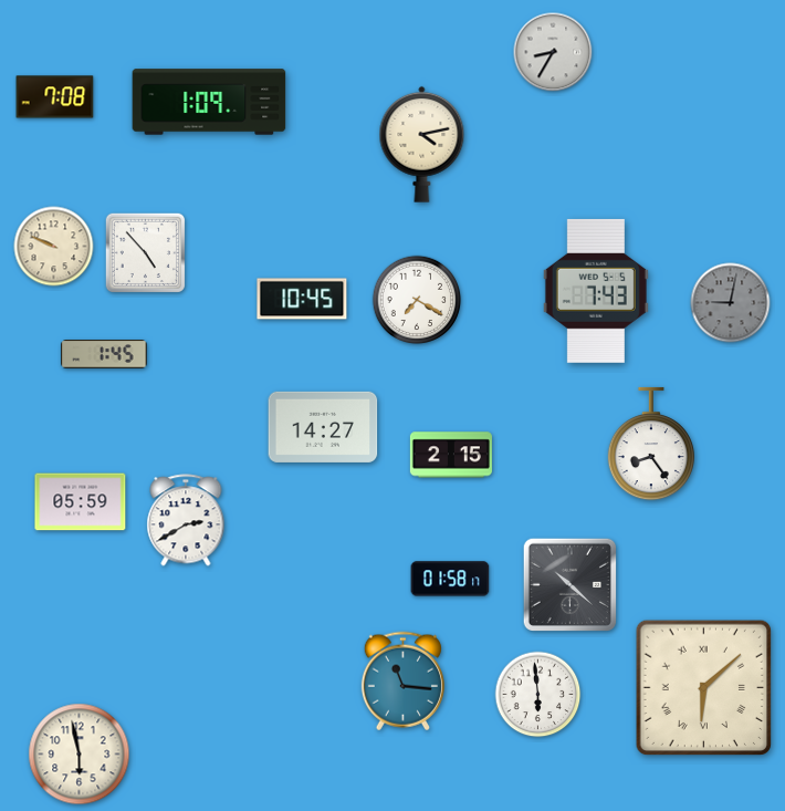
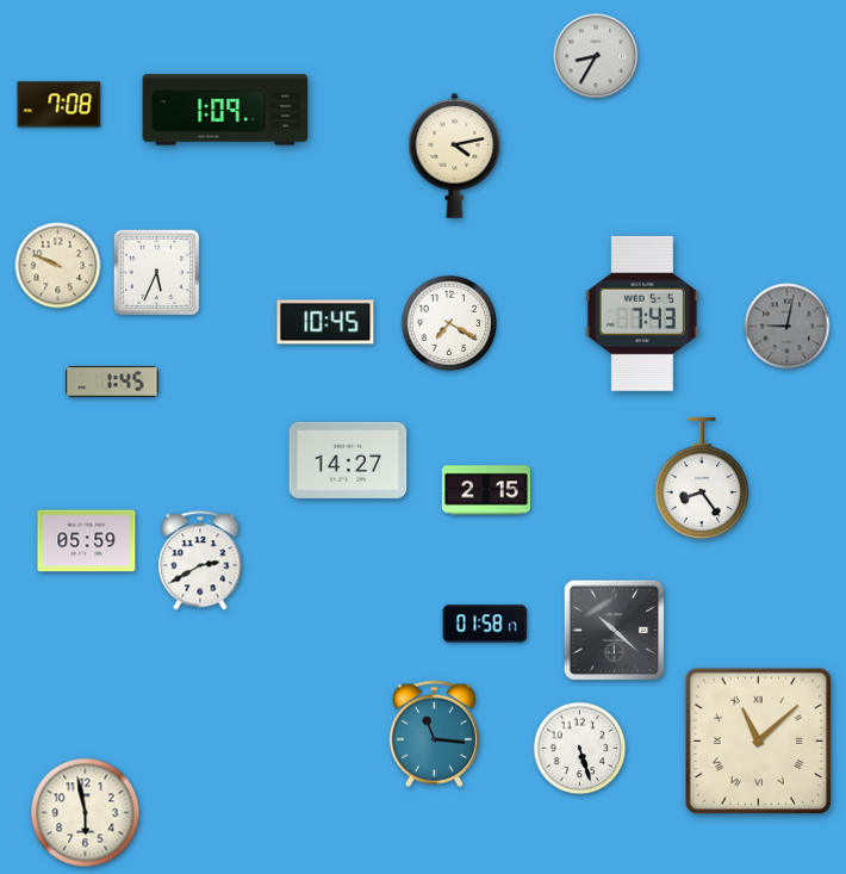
clock at (145, 252): 4:53 -> 5:34
clock at (704, 688): 6:08 -> 11:08
clock at (538, 695): 5:59 -> 5:27
